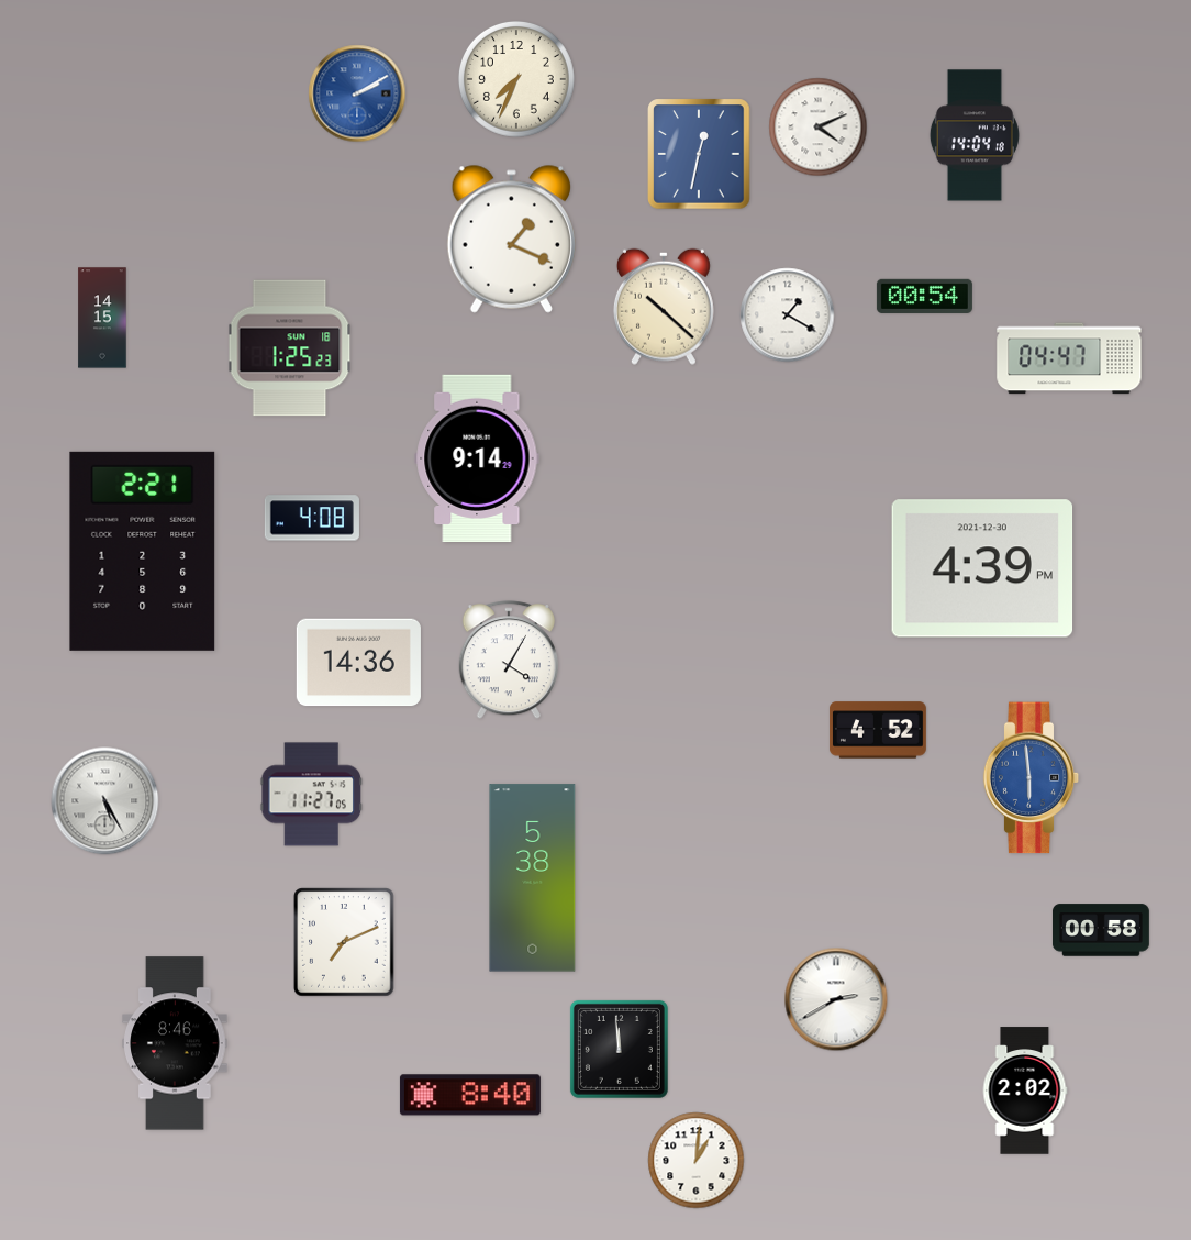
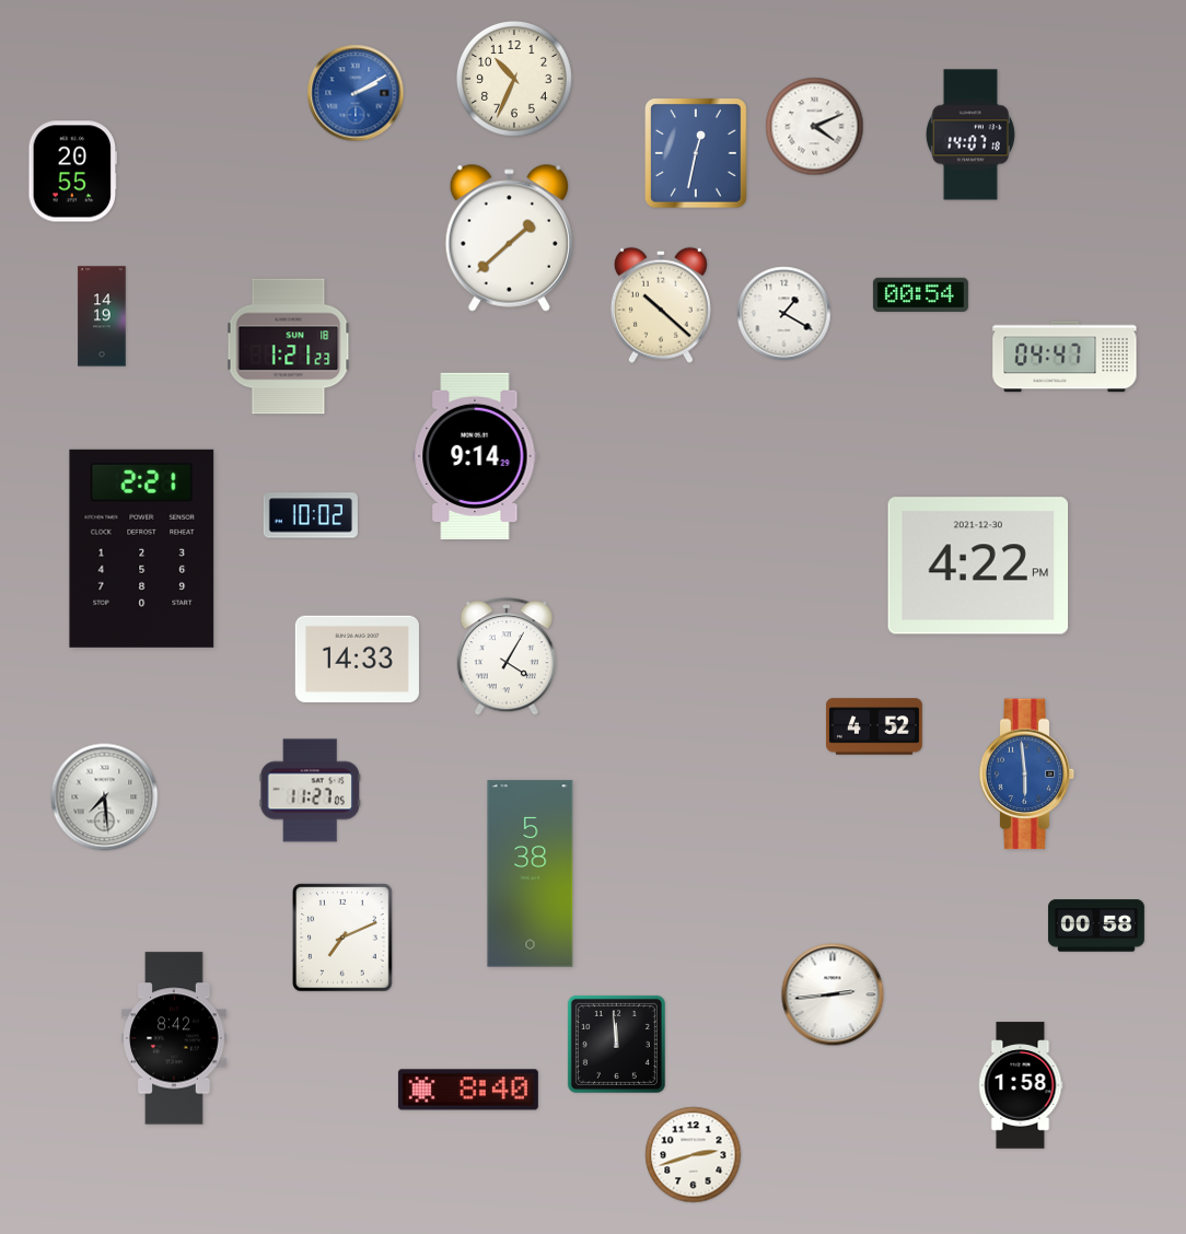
clock at (516, 79): 7:34 -> 10:34
clock at (975, 135): 14:04 -> 14:07
clock at (73, 172): none -> 20:55
clock at (511, 239): 1:19 -> 1:38
clock at (102, 318): 14:15 -> 14:19
clock at (290, 348): 1:25 -> 1:21
clock at (312, 518): 4:08 -> 10:02
clock at (982, 568): 4:39 -> 4:22
clock at (358, 663): 14:36 -> 14:33
clock at (105, 801): 5:25 -> 7:29
clock at (836, 999): 2:40 -> 2:44
clock at (175, 1043): 8:46 -> 8:42
clock at (1025, 1090): 2:02 -> 1:58
clock at (697, 1161): 1:01 -> 2:42
